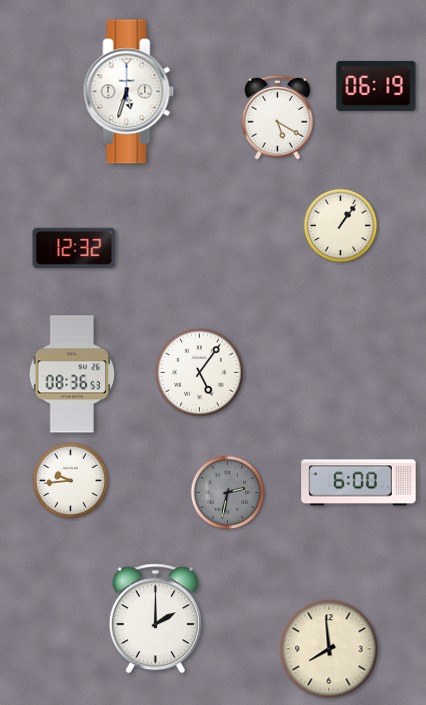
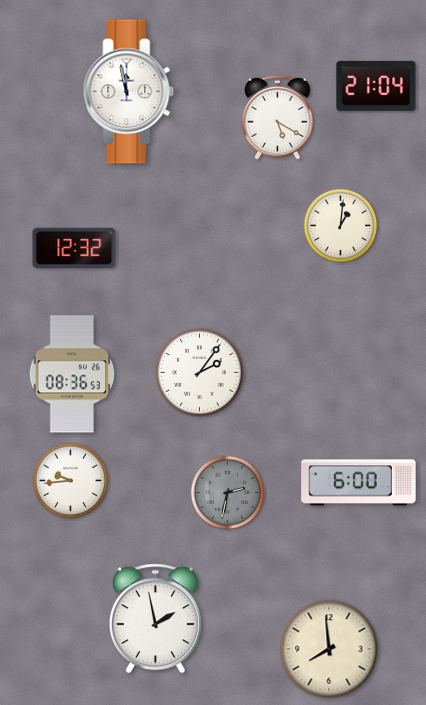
clock at (376, 86): 06:19 -> 21:04
clock at (129, 92): 5:33 -> 11:58
clock at (341, 226): 1:06 -> 1:01
clock at (200, 373): 5:06 -> 2:06
clock at (155, 619): 2:00 -> 1:58
